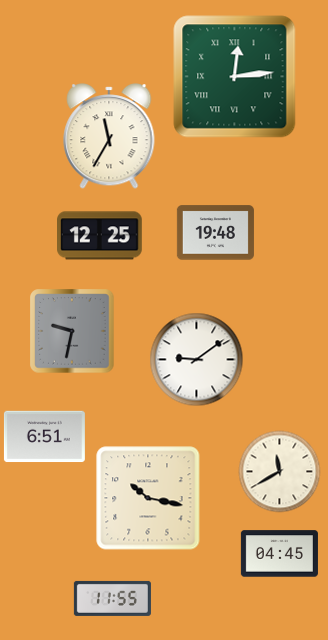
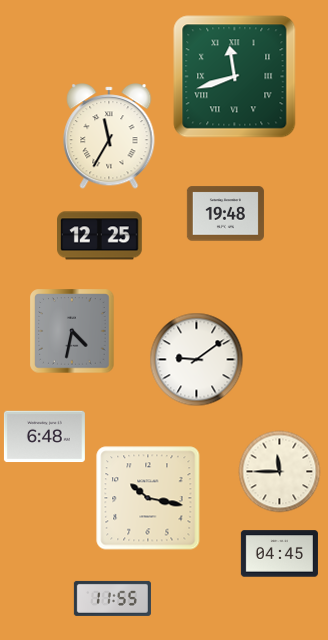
clock at (235, 77): 12:14 -> 11:42
clock at (215, 233) position: (215, 233) -> (225, 214)
clock at (72, 331): 9:32 -> 4:32
clock at (44, 437): 6:51 -> 6:48
clock at (279, 471): 11:40 -> 11:45
